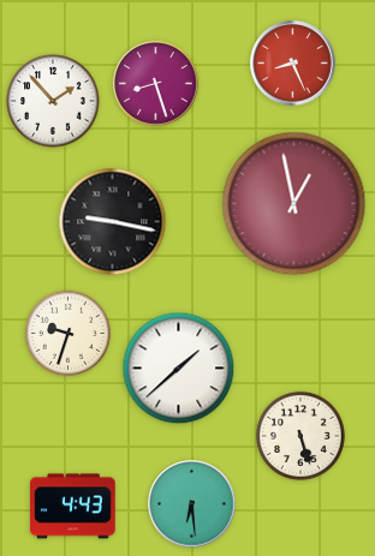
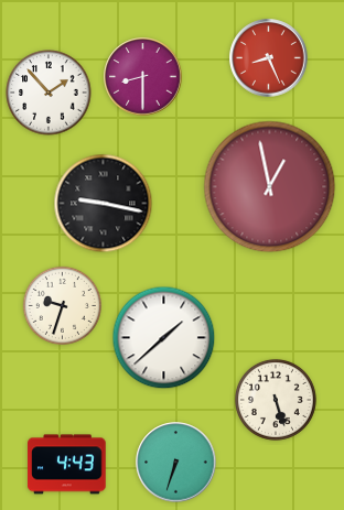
clock at (156, 84): 8:27 -> 8:30
clock at (192, 504): 6:29 -> 6:33
